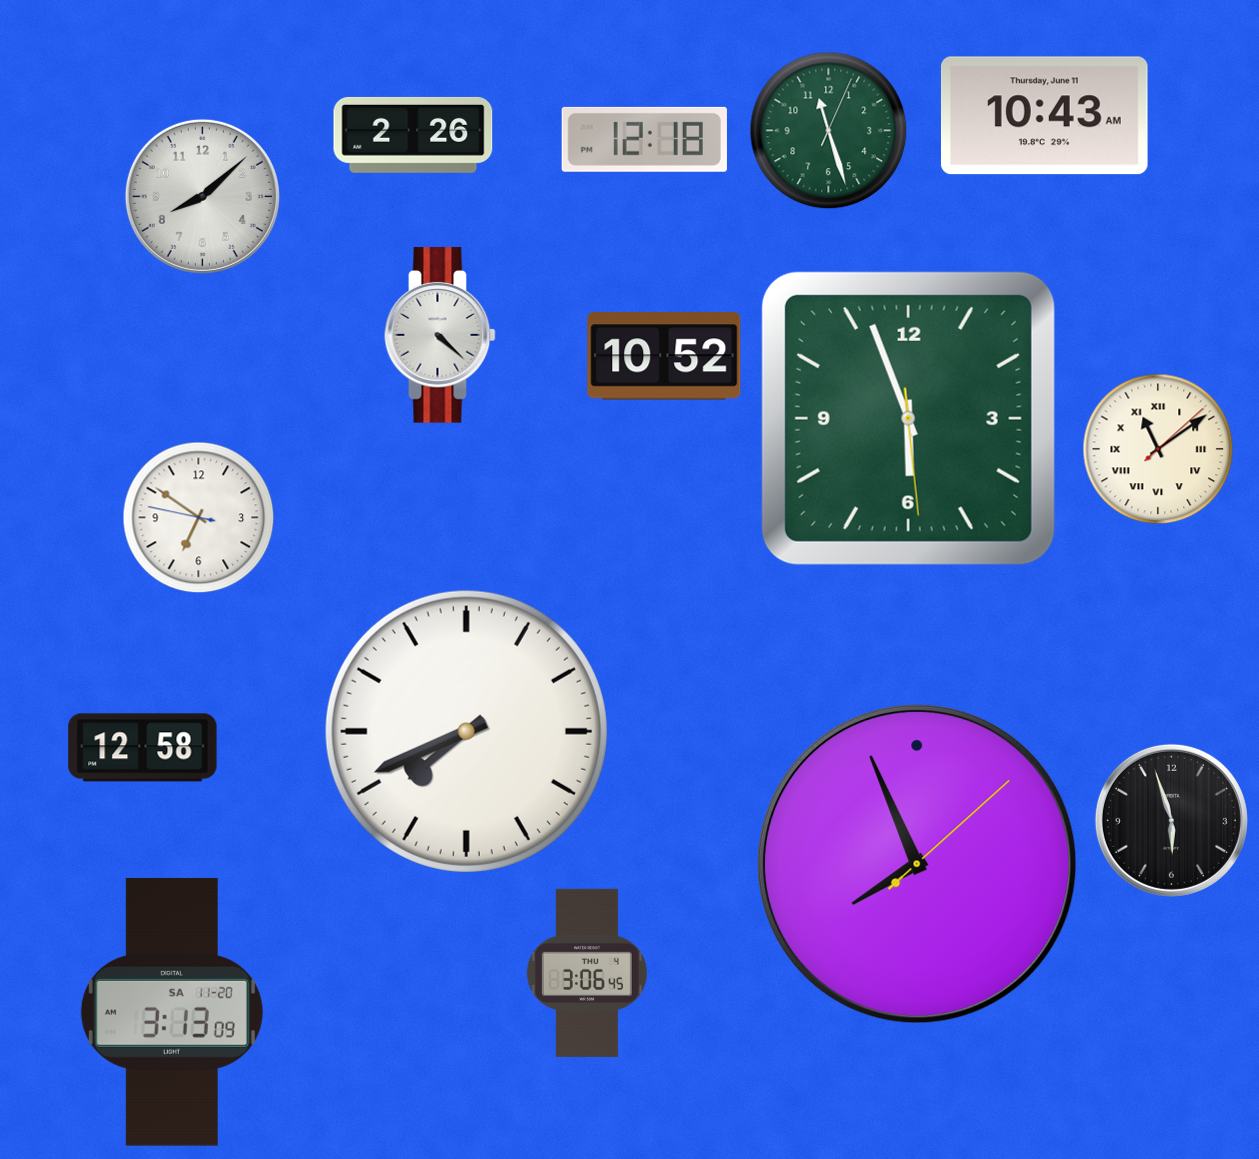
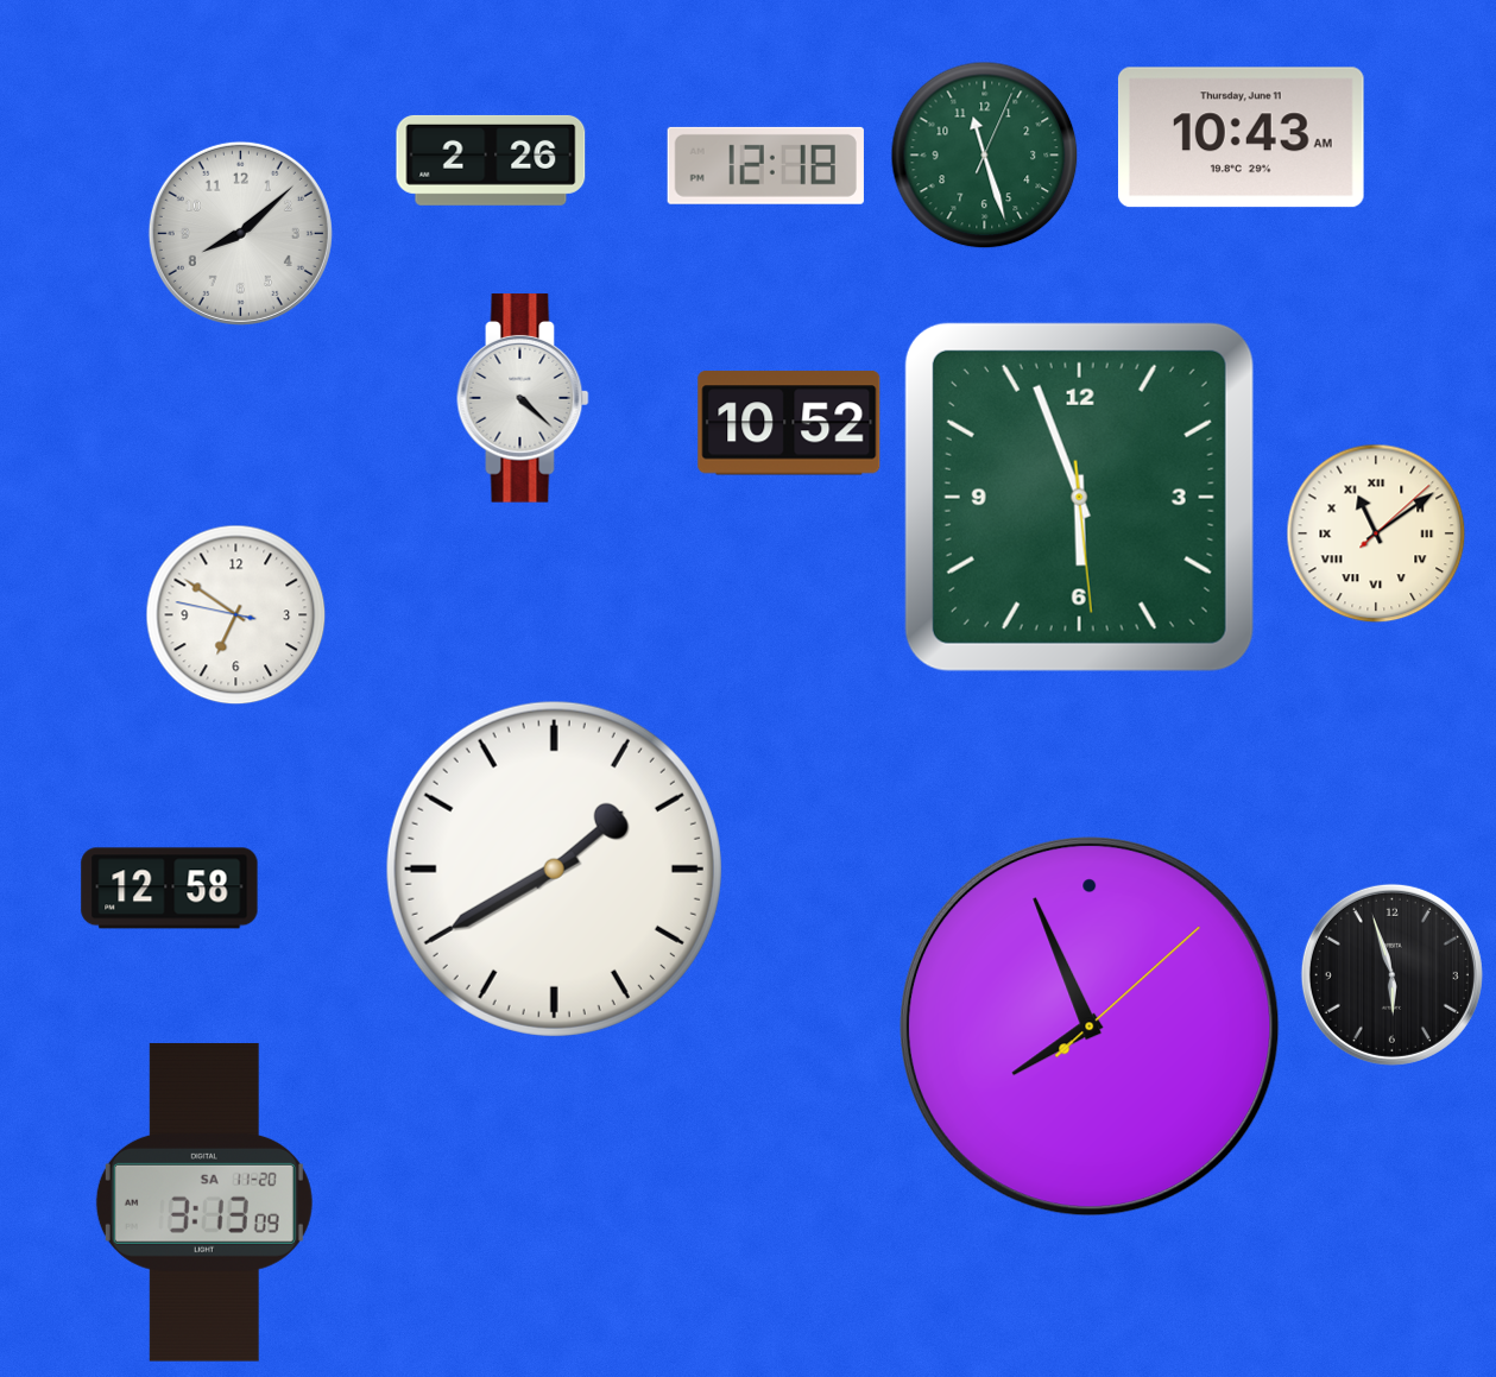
clock at (466, 731): 7:41 -> 1:40
clock at (587, 973): 3:06 -> none
